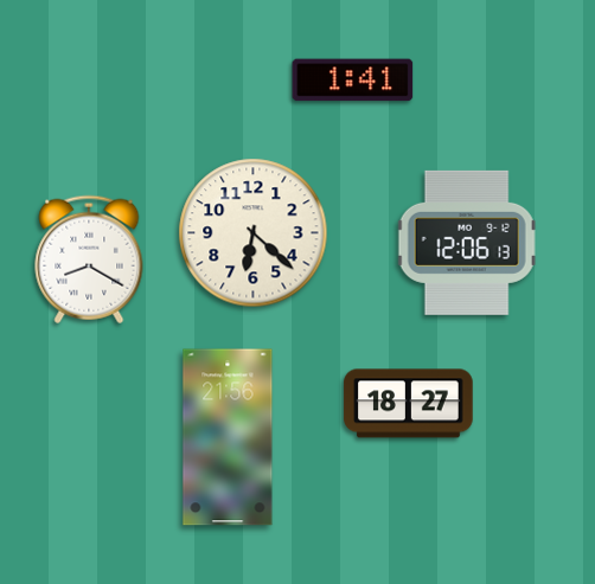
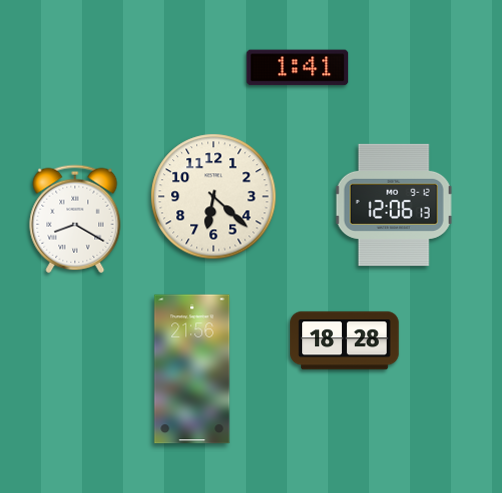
clock at (409, 404): 18:27 -> 18:28
